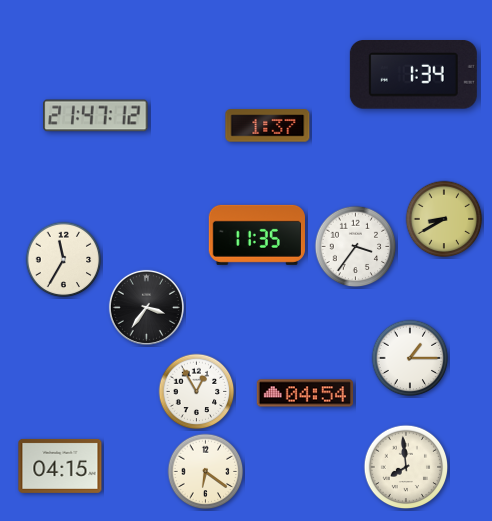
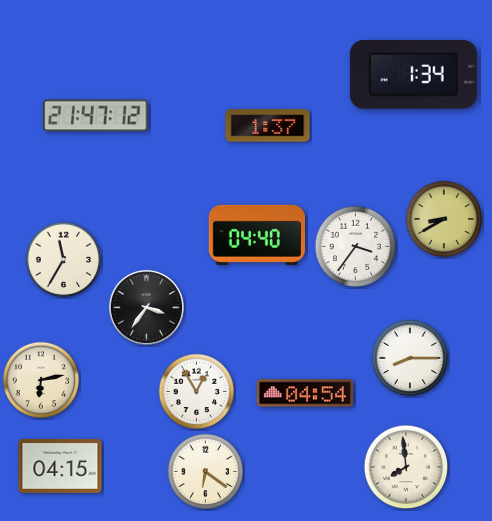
clock at (257, 235): 11:35 -> 04:40
clock at (410, 358): 1:15 -> 8:15
clock at (41, 380): none -> 6:13
